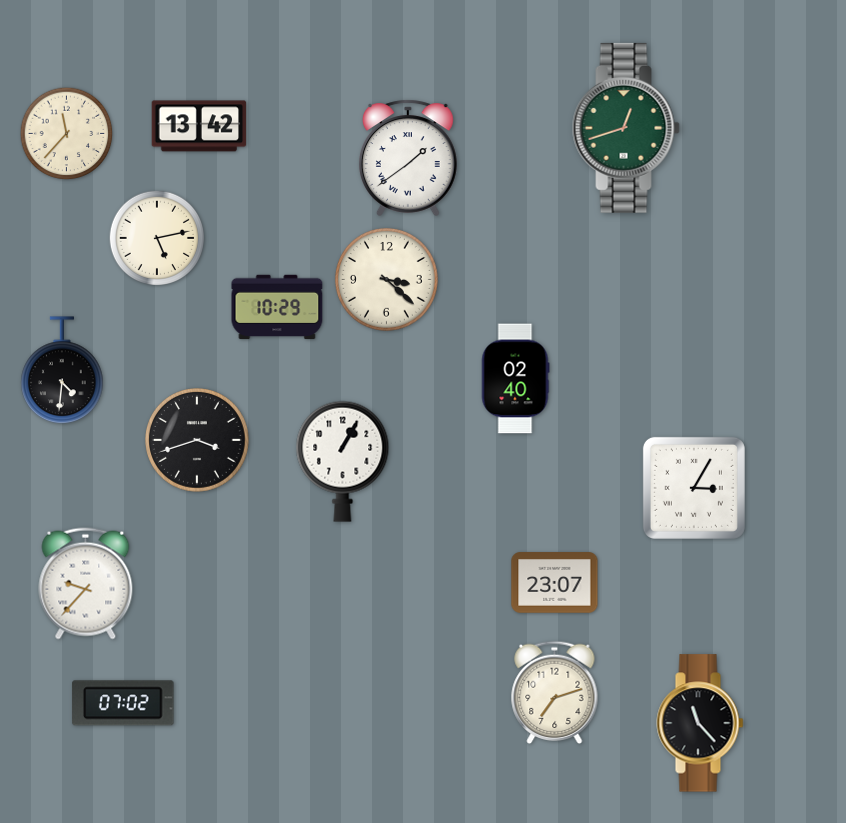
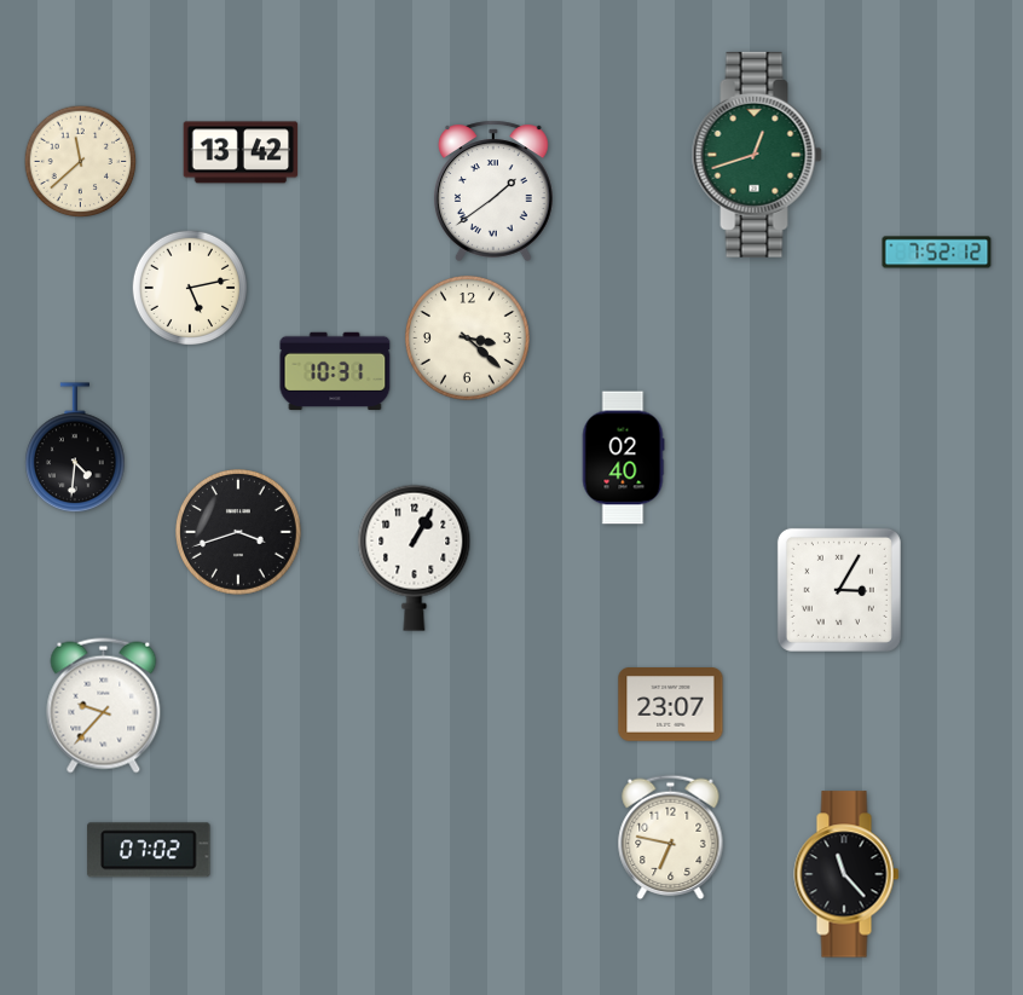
clock at (67, 134): 11:37 -> 11:38
clock at (937, 253): none -> 7:52
clock at (277, 307): 10:29 -> 10:31
clock at (555, 693): 7:12 -> 6:47
